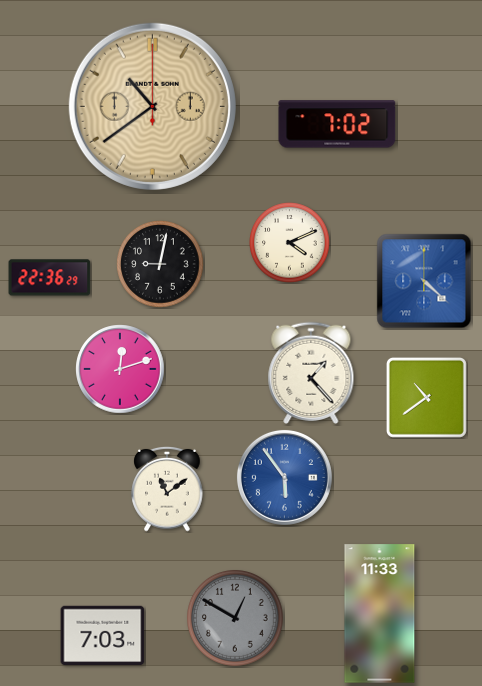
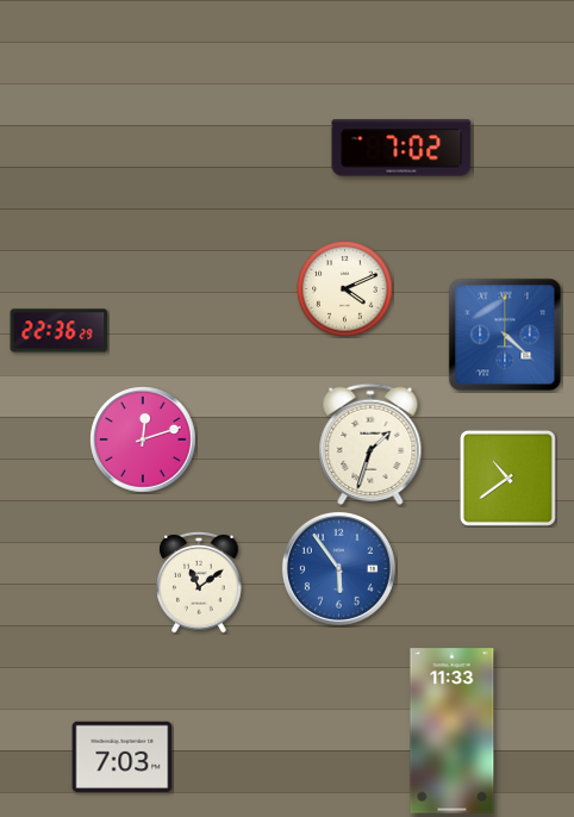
clock at (152, 106): 10:39 -> none
clock at (160, 264): 9:02 -> none
clock at (311, 373): 1:23 -> 1:33
clock at (426, 397) position: (426, 397) -> (507, 478)
clock at (236, 619): 12:50 -> none
